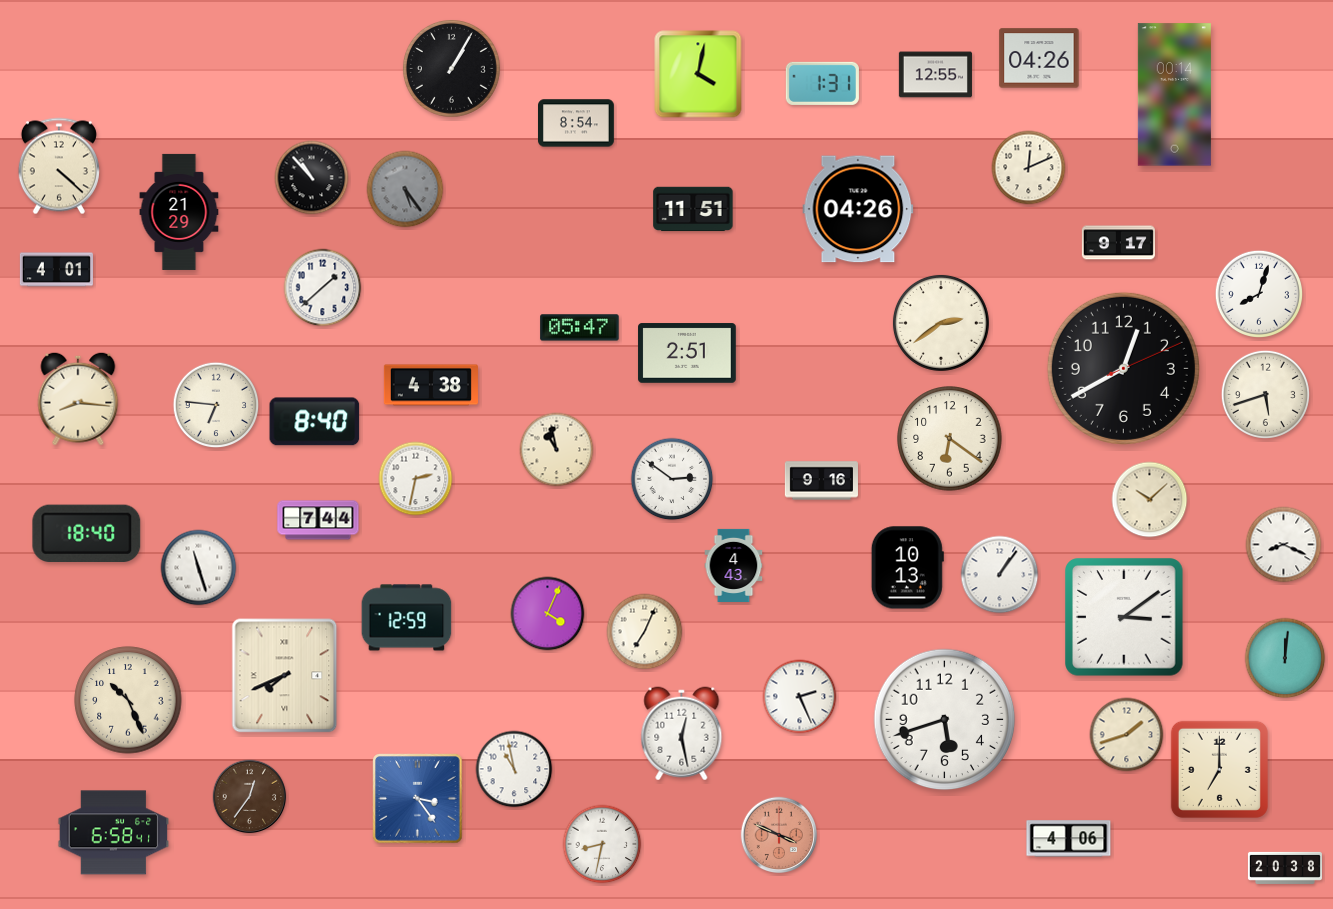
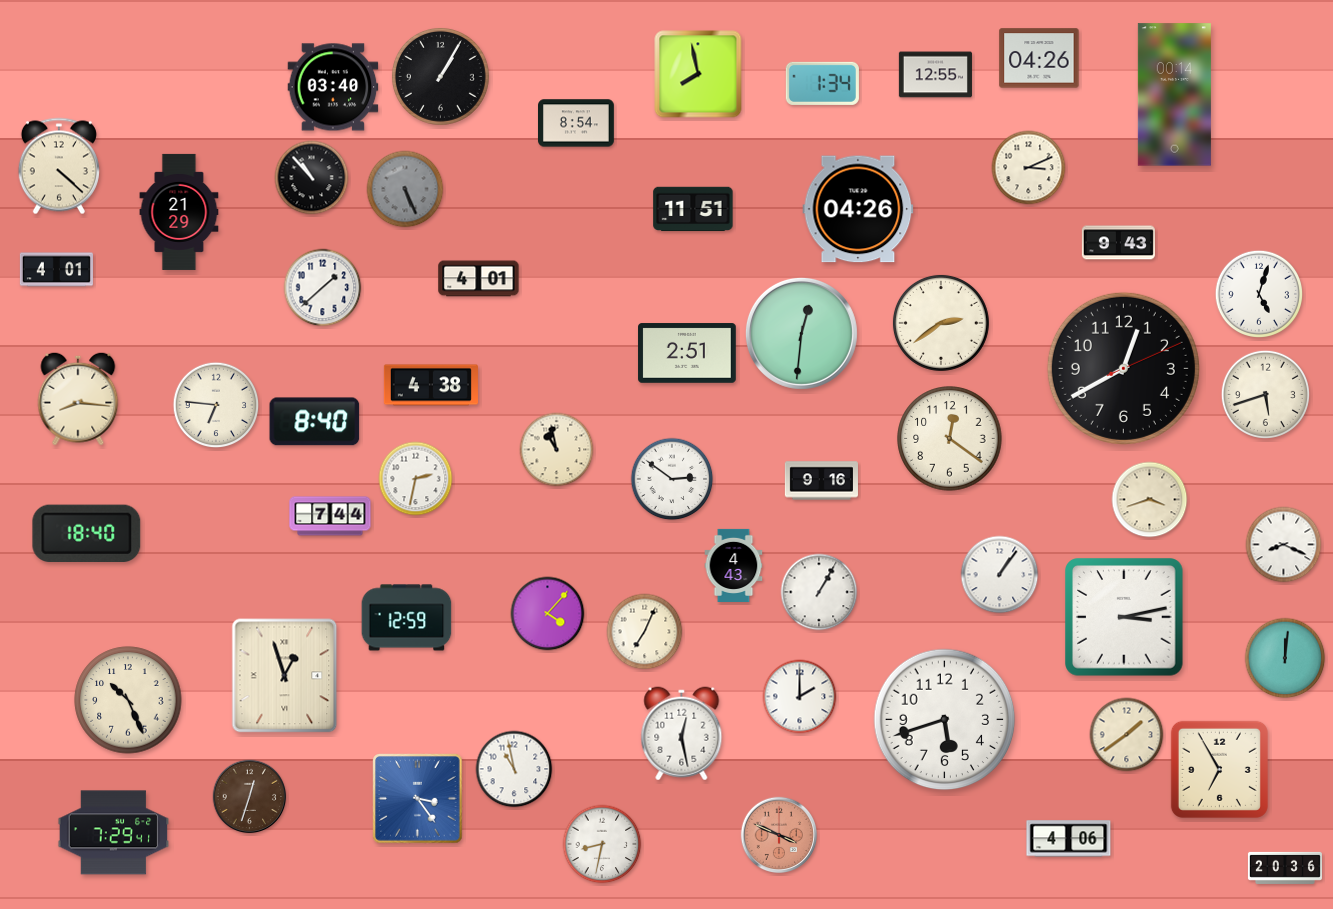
clock at (451, 68) position: (451, 68) -> (440, 76)
clock at (698, 74): 4:02 -> 7:58
clock at (822, 83): 1:31 -> 1:34
clock at (333, 87): none -> 03:40
clock at (1029, 168): 12:11 -> 3:11
clock at (405, 189): 5:24 -> 5:26
clock at (1118, 243): 9:17 -> 9:43
clock at (479, 279): none -> 4:01
clock at (1258, 293): 8:03 -> 5:03
clock at (580, 328): 05:47 -> none
clock at (801, 333): none -> 12:31
clock at (950, 439): 6:21 -> 12:21
clock at (1150, 500): 10:08 -> 3:42
clock at (318, 520) position: (318, 520) -> (330, 516)
clock at (199, 568): 11:27 -> none
clock at (907, 568): 10:13 -> none
clock at (819, 592): none -> 1:05
clock at (548, 614): 4:04 -> 4:07
clock at (1124, 617): 3:09 -> 3:13
clock at (285, 676): 7:41 -> 12:57
clock at (800, 697): 2:26 -> 2:00
clock at (1127, 735): 1:42 -> 1:39
clock at (1219, 769): 7:00 -> 6:55
clock at (250, 797): 12:36 -> 12:33
clock at (114, 833): 6:58 -> 7:29
clock at (1285, 868): 20:38 -> 20:36
